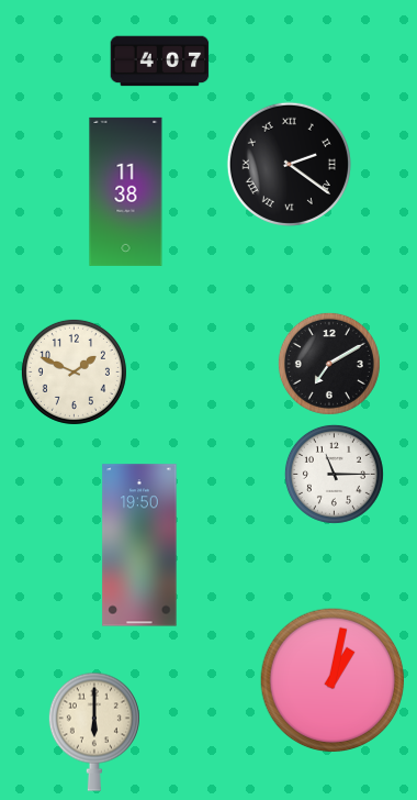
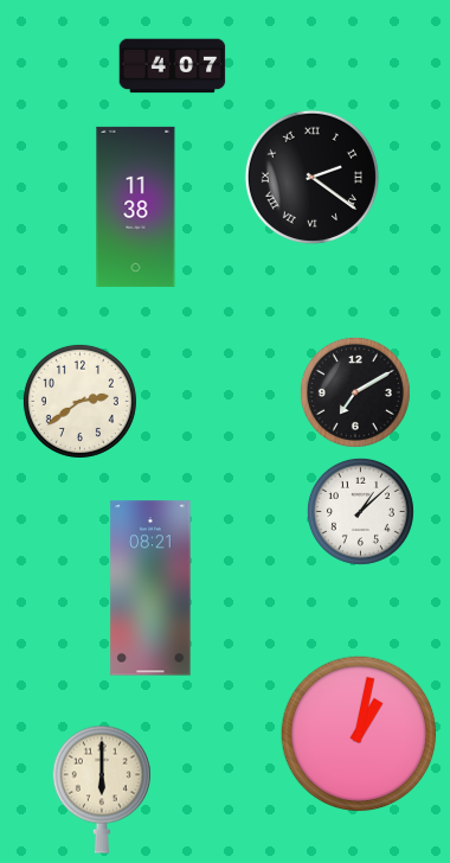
clock at (74, 371): 1:49 -> 2:39
clock at (334, 474): 11:15 -> 1:08
clock at (139, 545): 19:50 -> 08:21
